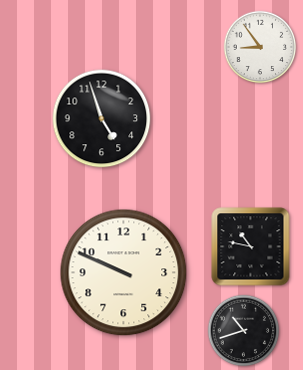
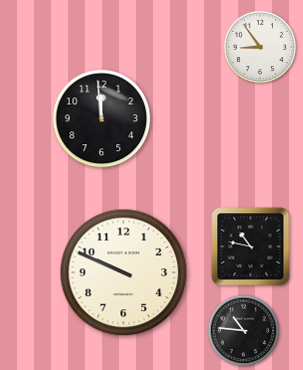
clock at (102, 119): 4:57 -> 11:59
clock at (244, 331): 10:42 -> 10:46
